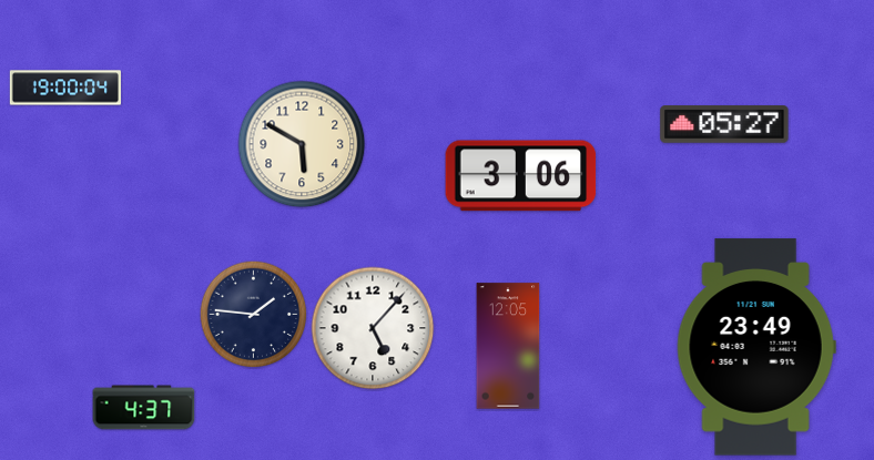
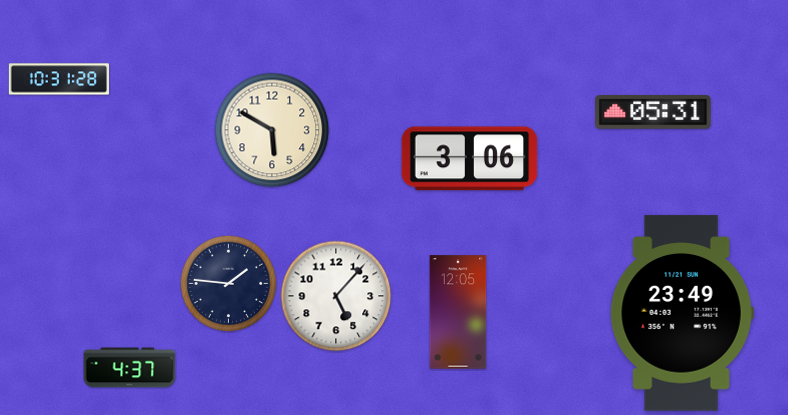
clock at (64, 88): 19:00 -> 10:31
clock at (724, 124): 05:27 -> 05:31
